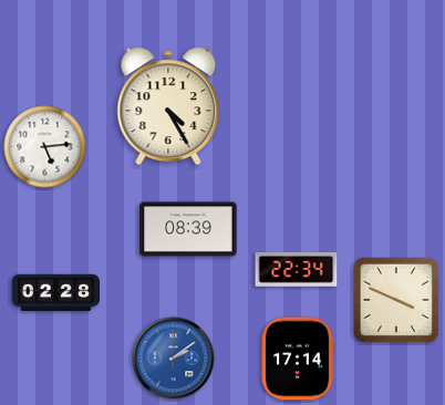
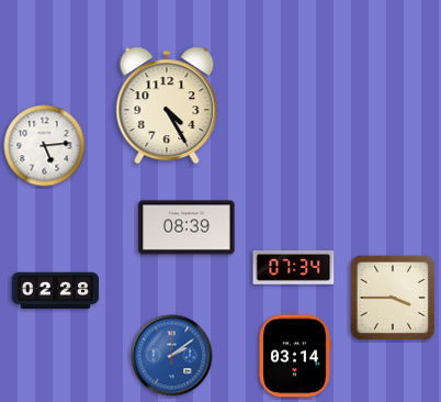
clock at (297, 269): 22:34 -> 07:34
clock at (396, 300): 3:49 -> 3:45
clock at (298, 359): 17:14 -> 03:14
